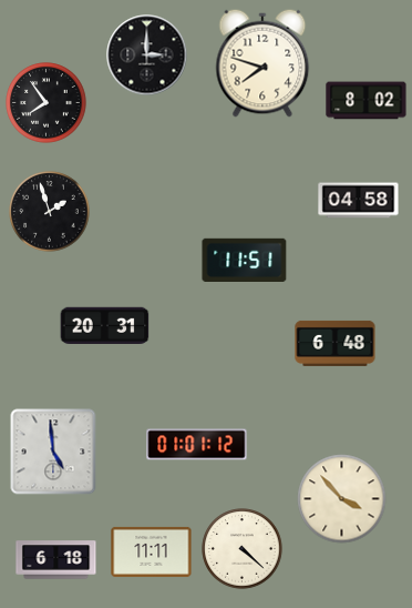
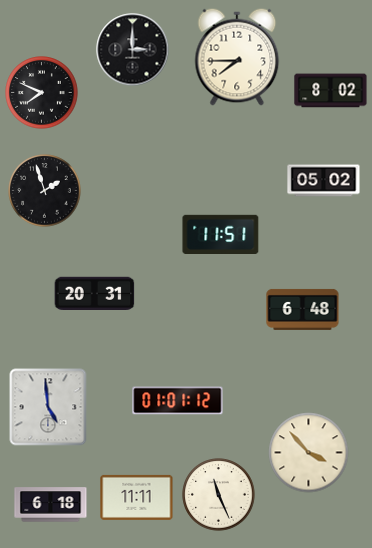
clock at (262, 63): 7:48 -> 7:45
clock at (47, 103): 7:54 -> 7:49
clock at (359, 201): 04:58 -> 05:02
clock at (342, 499) position: (342, 499) -> (309, 453)
clock at (243, 549): 4:22 -> 11:26
